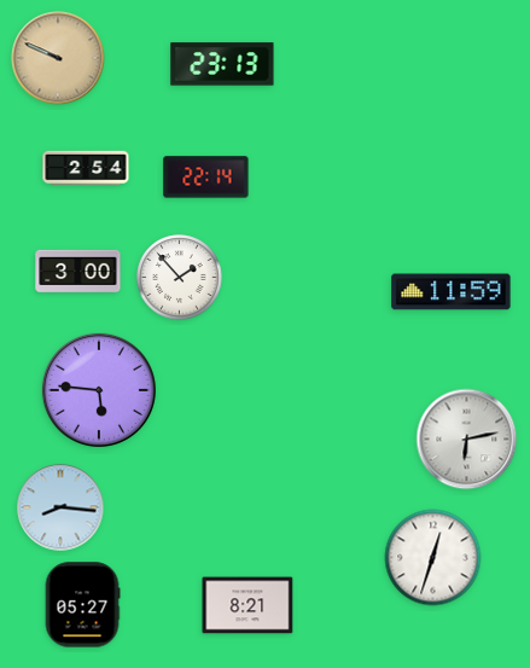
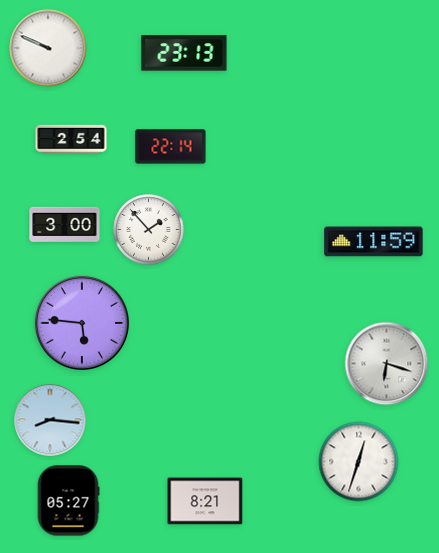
clock at (58, 58) dial: champagne -> white
clock at (467, 440): 6:13 -> 6:18
